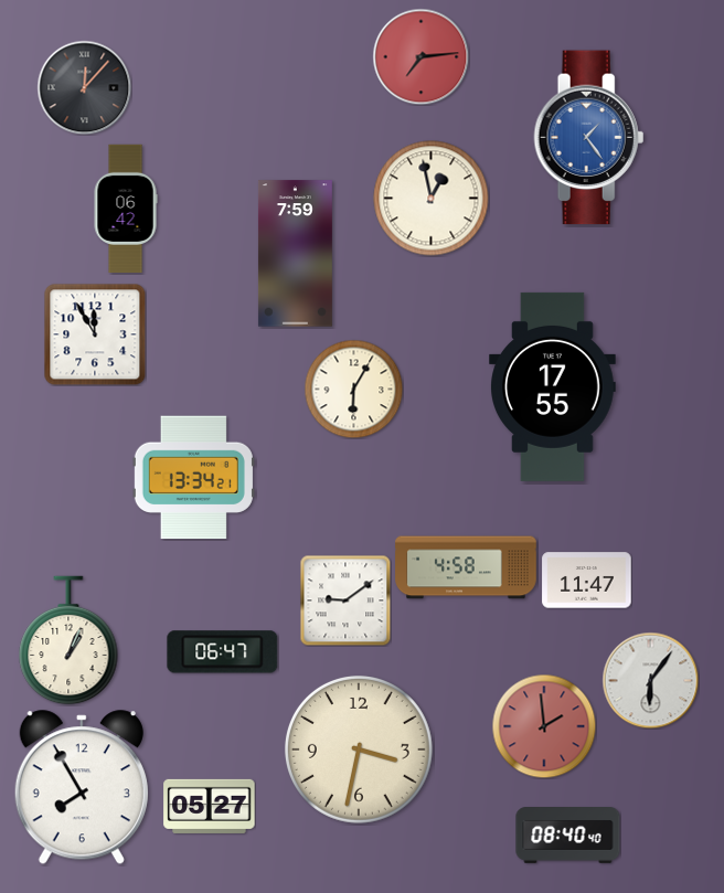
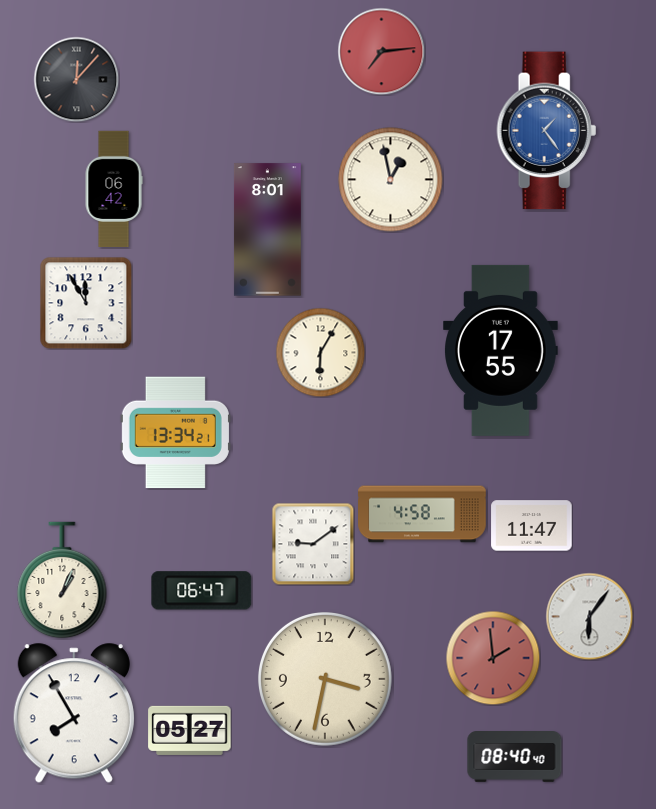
clock at (589, 138) position: (589, 138) -> (547, 131)
clock at (295, 254): 7:59 -> 8:01
